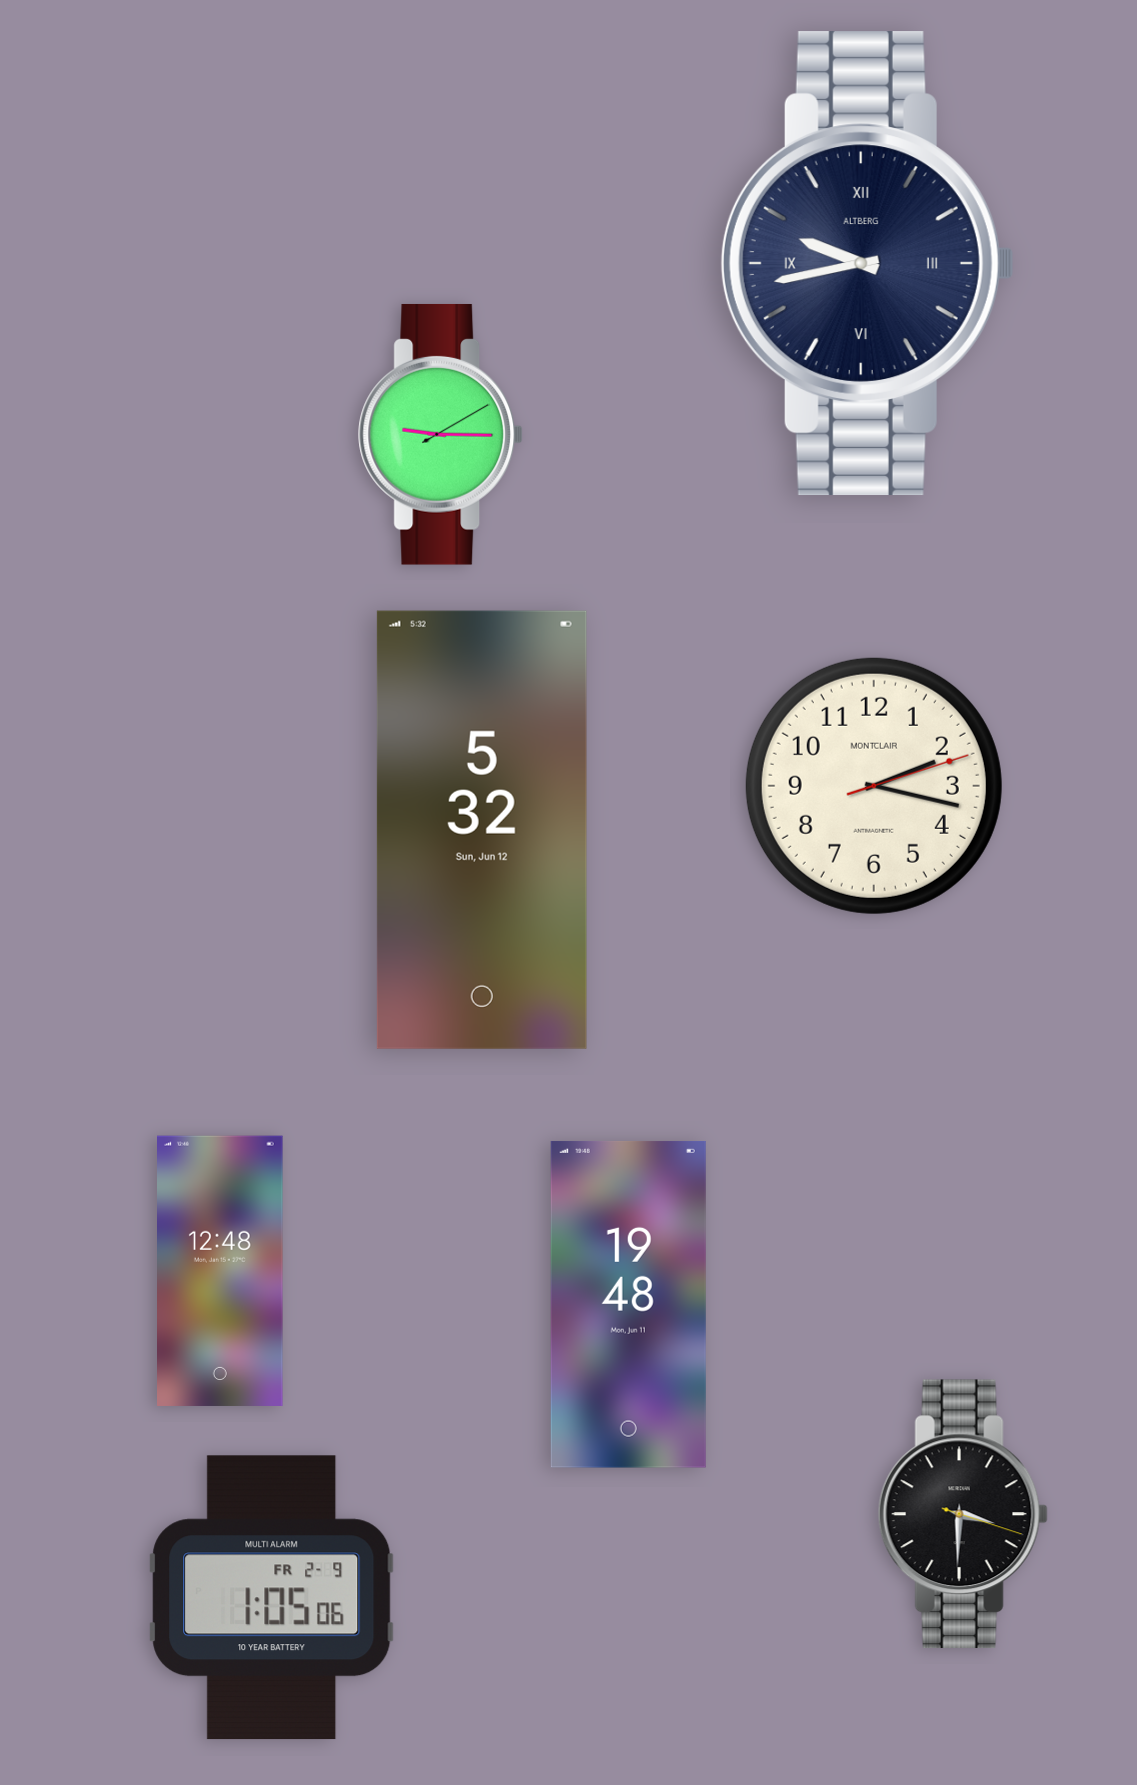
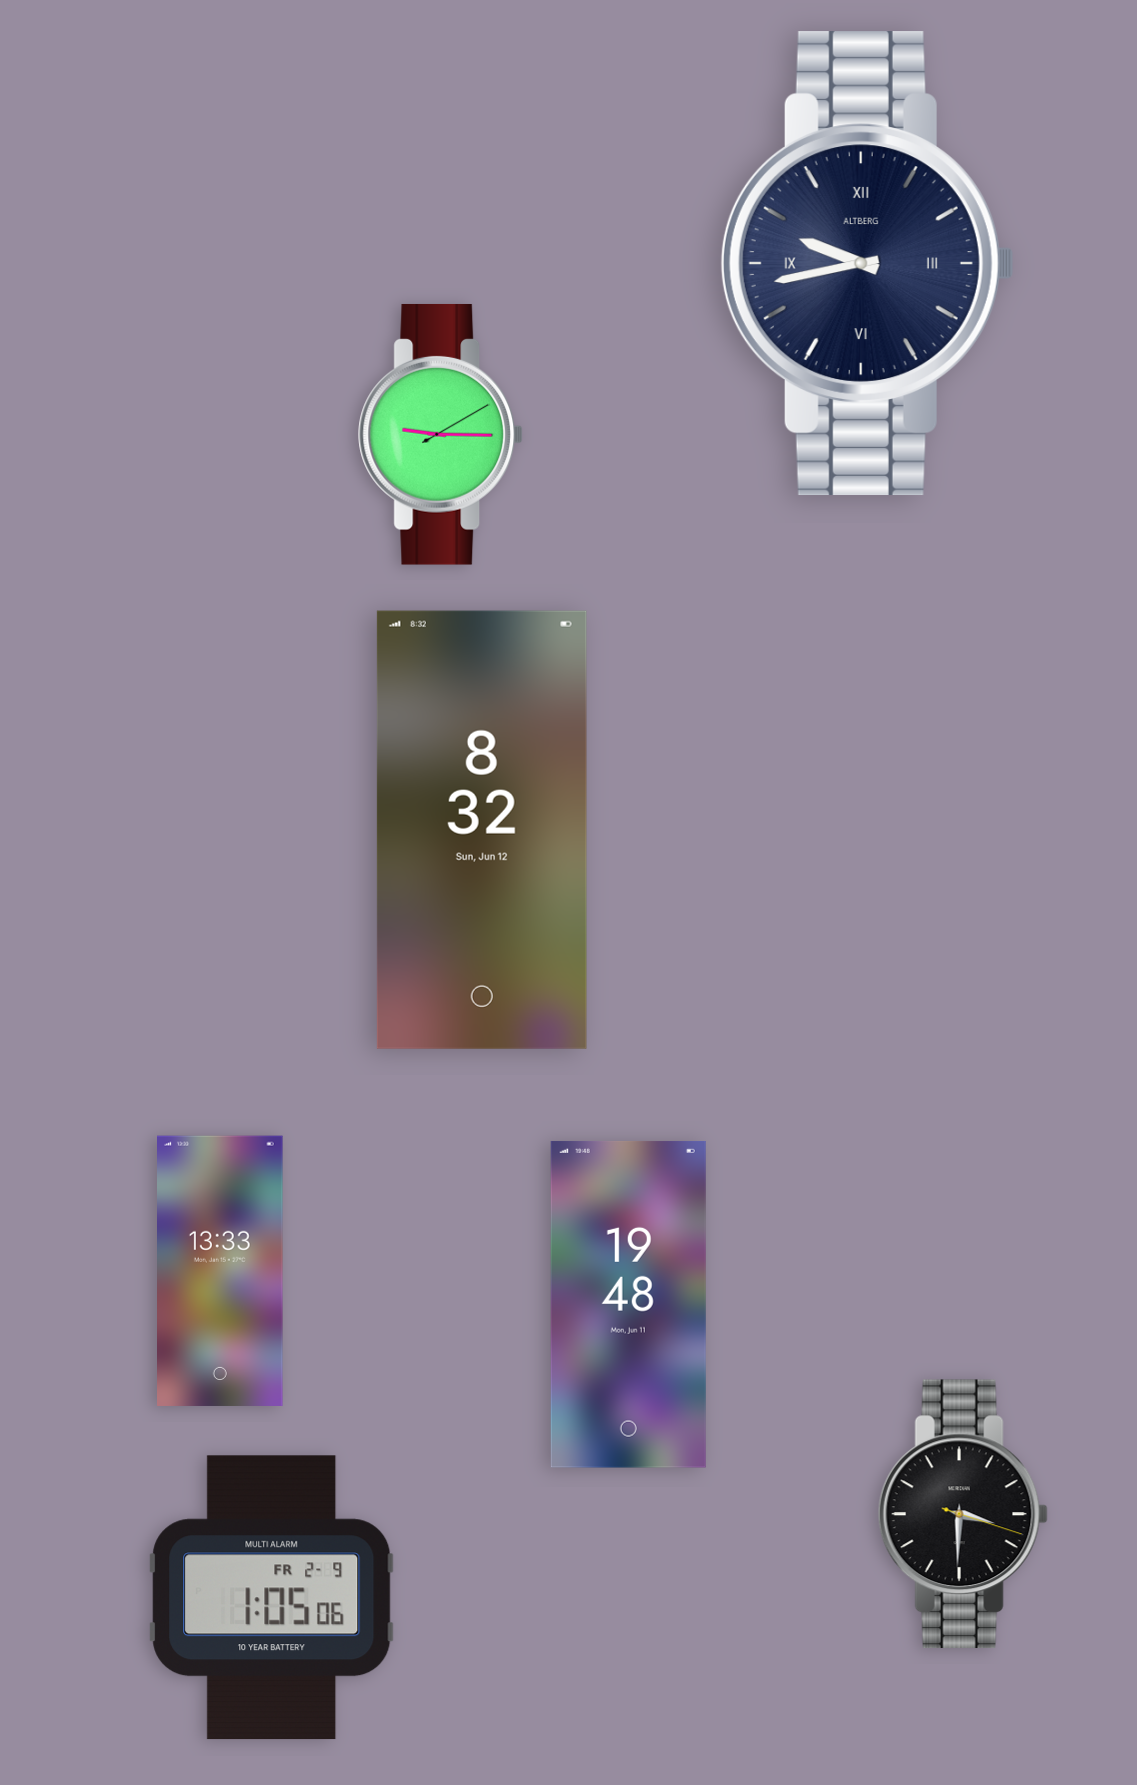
clock at (874, 786): 2:17 -> none
clock at (482, 830): 5:32 -> 8:32
clock at (220, 1271): 12:48 -> 13:33
